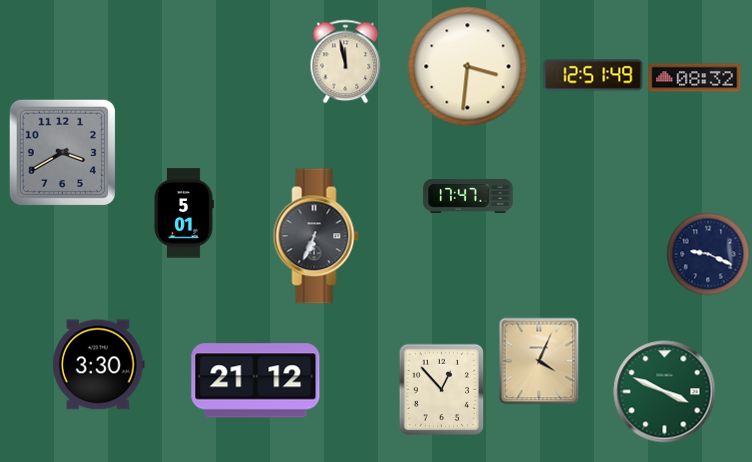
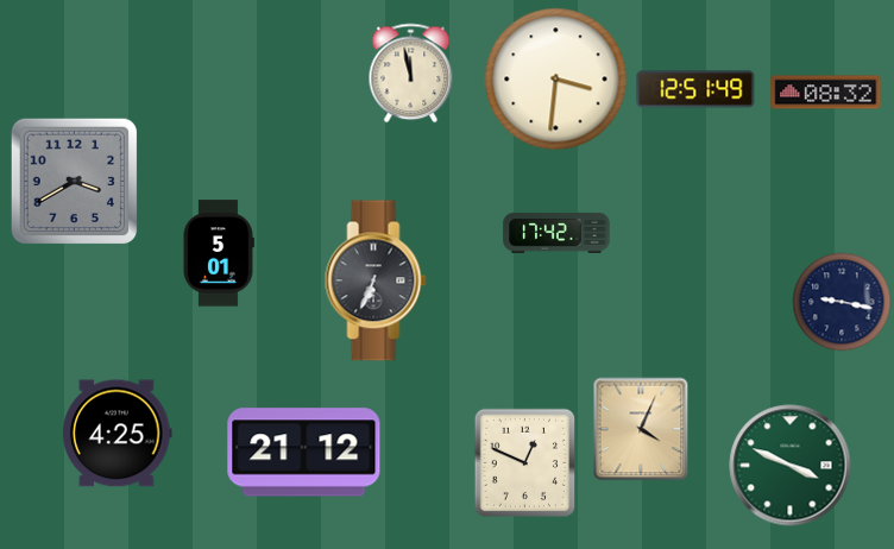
clock at (593, 75) position: (593, 75) -> (695, 89)
clock at (468, 196): 17:47 -> 17:42
clock at (708, 254): 9:19 -> 9:17
clock at (99, 365): 3:30 -> 4:25
clock at (442, 390): 12:53 -> 12:49
